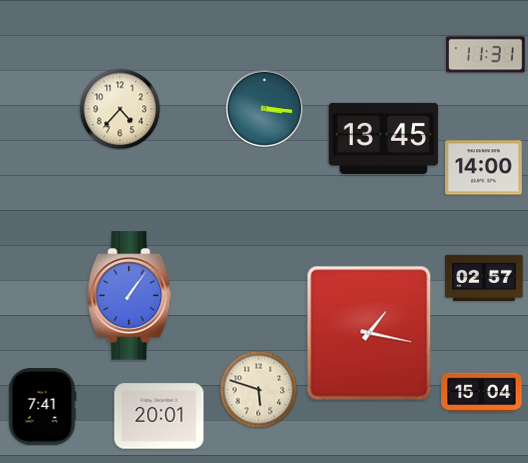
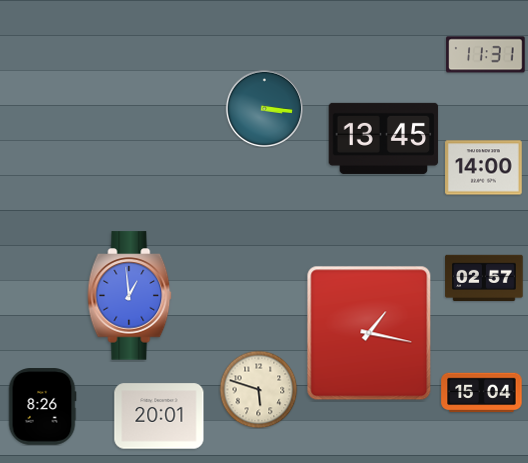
clock at (120, 109): 4:37 -> none
clock at (130, 296): 1:06 -> 12:59
clock at (42, 407): 7:41 -> 8:26
